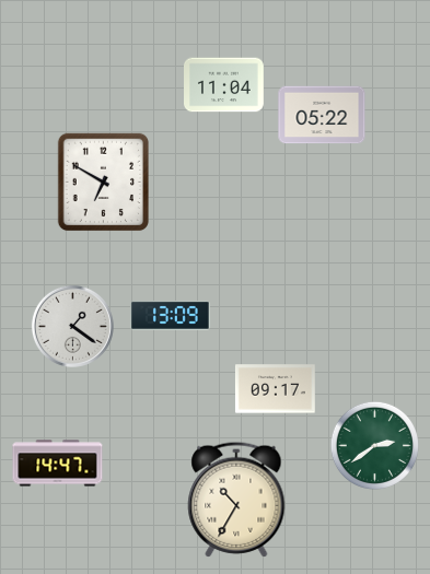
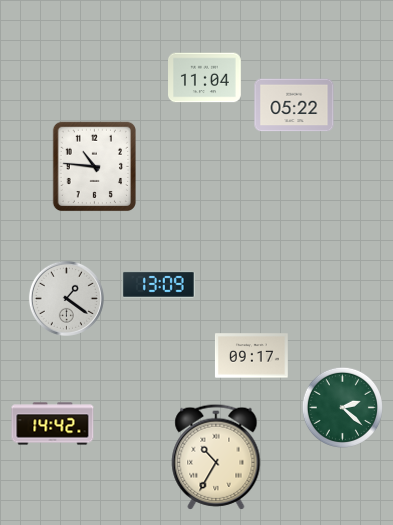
clock at (103, 183): 6:50 -> 10:46
clock at (171, 315) position: (171, 315) -> (159, 284)
clock at (374, 445): 2:39 -> 2:22
clock at (58, 464): 14:47 -> 14:42
